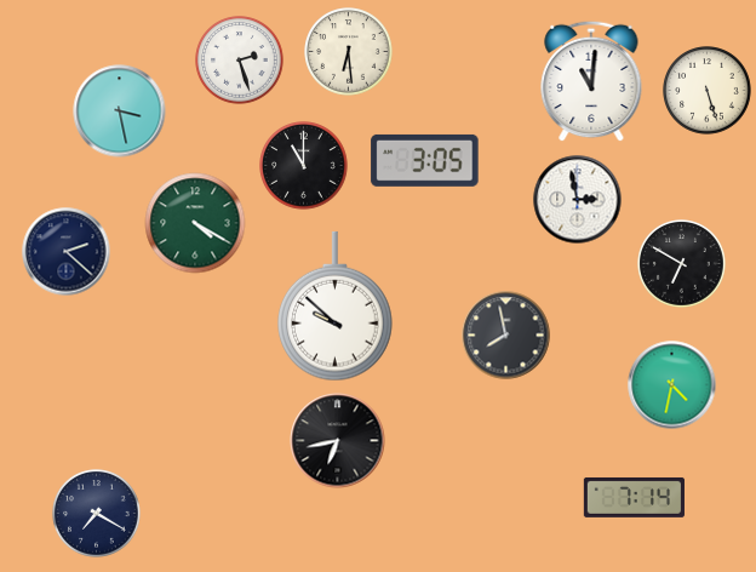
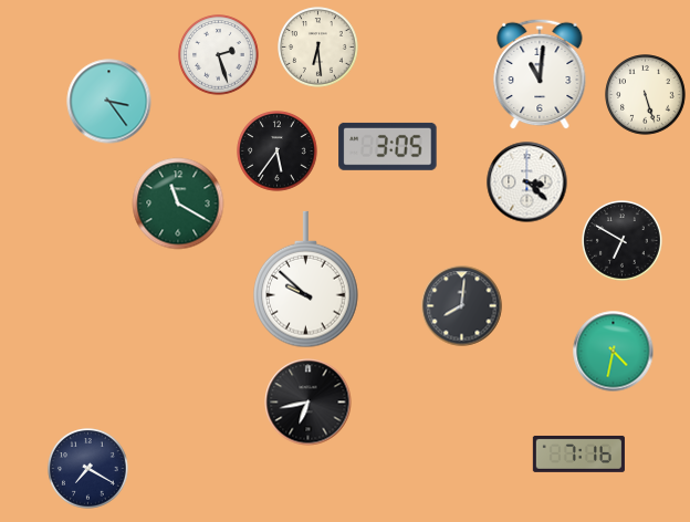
clock at (708, 91) position: (708, 91) -> (646, 95)
clock at (120, 111): 3:28 -> 3:24
clock at (304, 166): 11:00 -> 5:36
clock at (578, 200): 2:58 -> 3:22
clock at (195, 223): 4:20 -> 11:20
clock at (67, 252): 2:22 -> none
clock at (506, 336): 7:58 -> 8:01
clock at (634, 497): 7:14 -> 7:16
